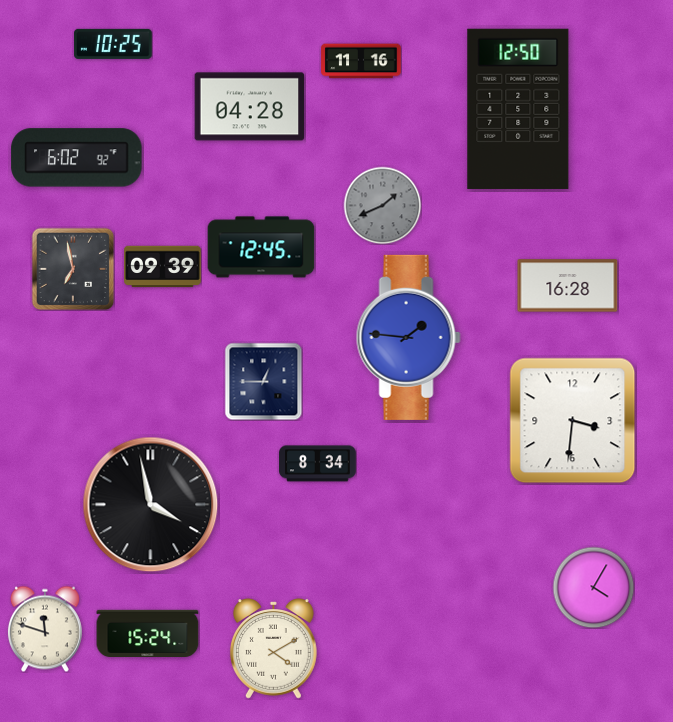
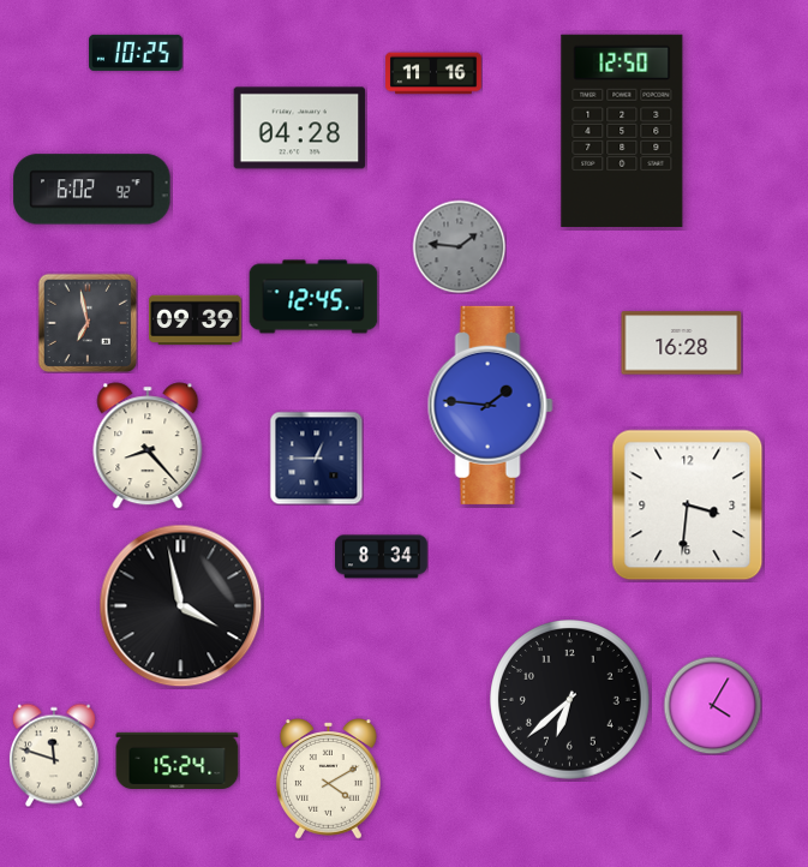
clock at (382, 205): 1:41 -> 1:46
clock at (148, 446): none -> 8:23
clock at (570, 700): none -> 6:38
